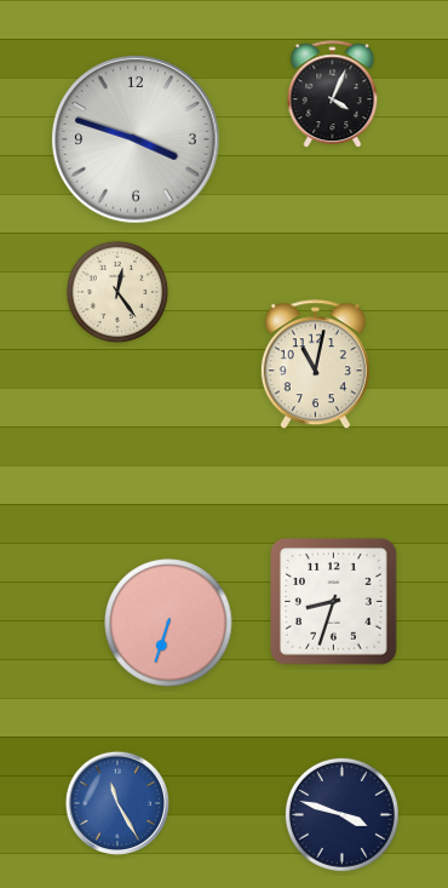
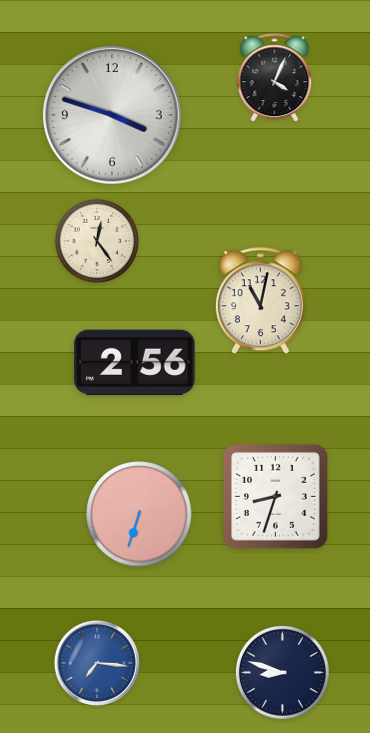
clock at (135, 363): none -> 2:56
clock at (117, 803): 11:25 -> 7:16
clock at (341, 814): 3:48 -> 8:48
